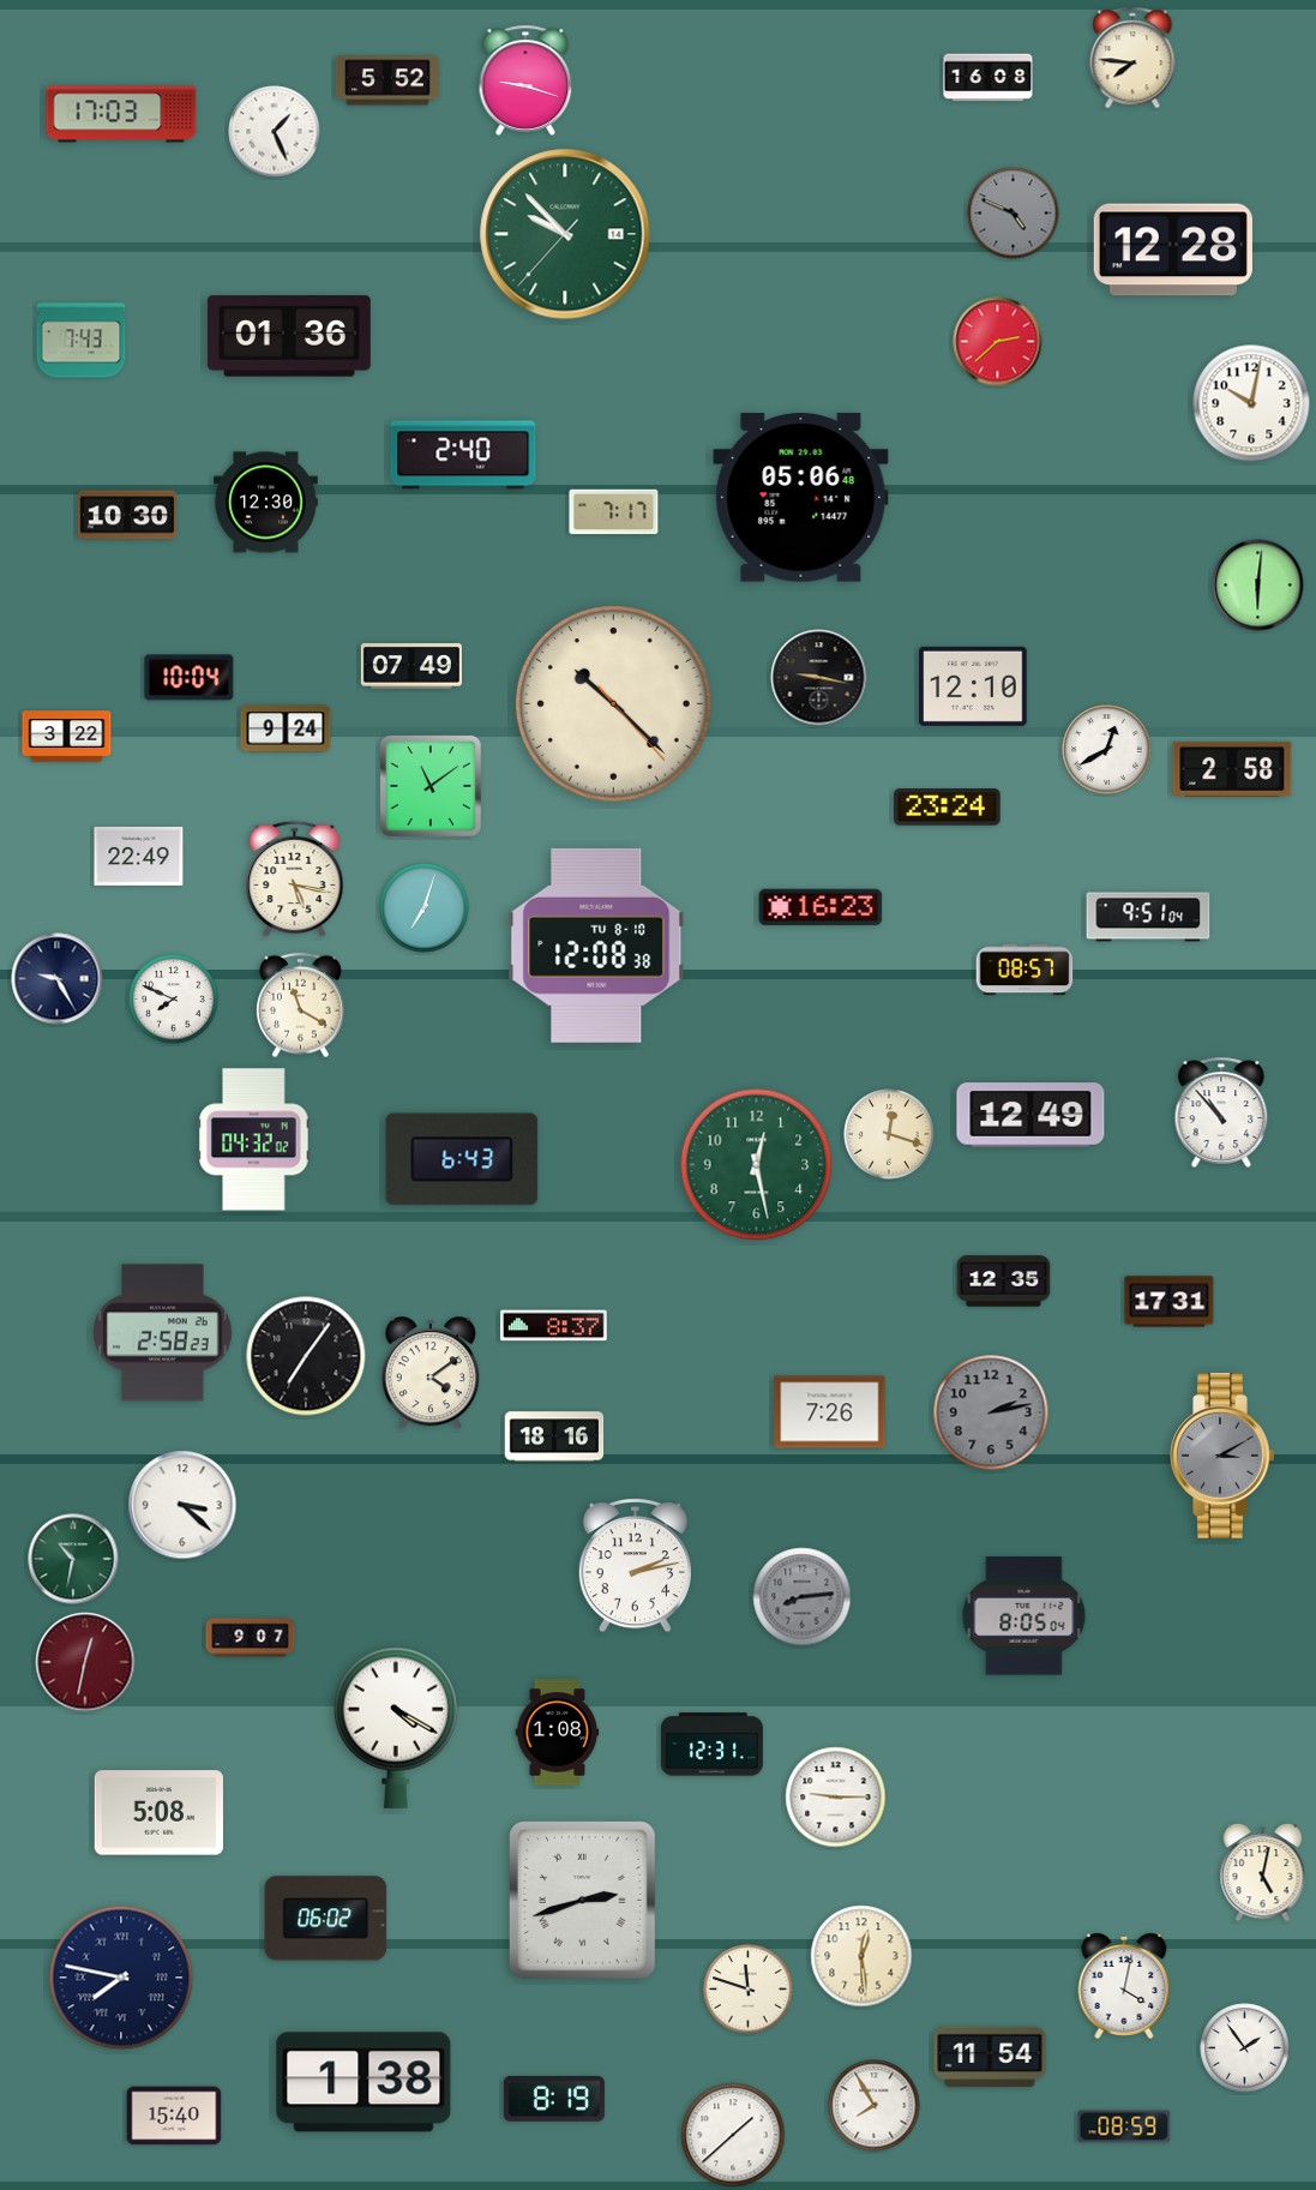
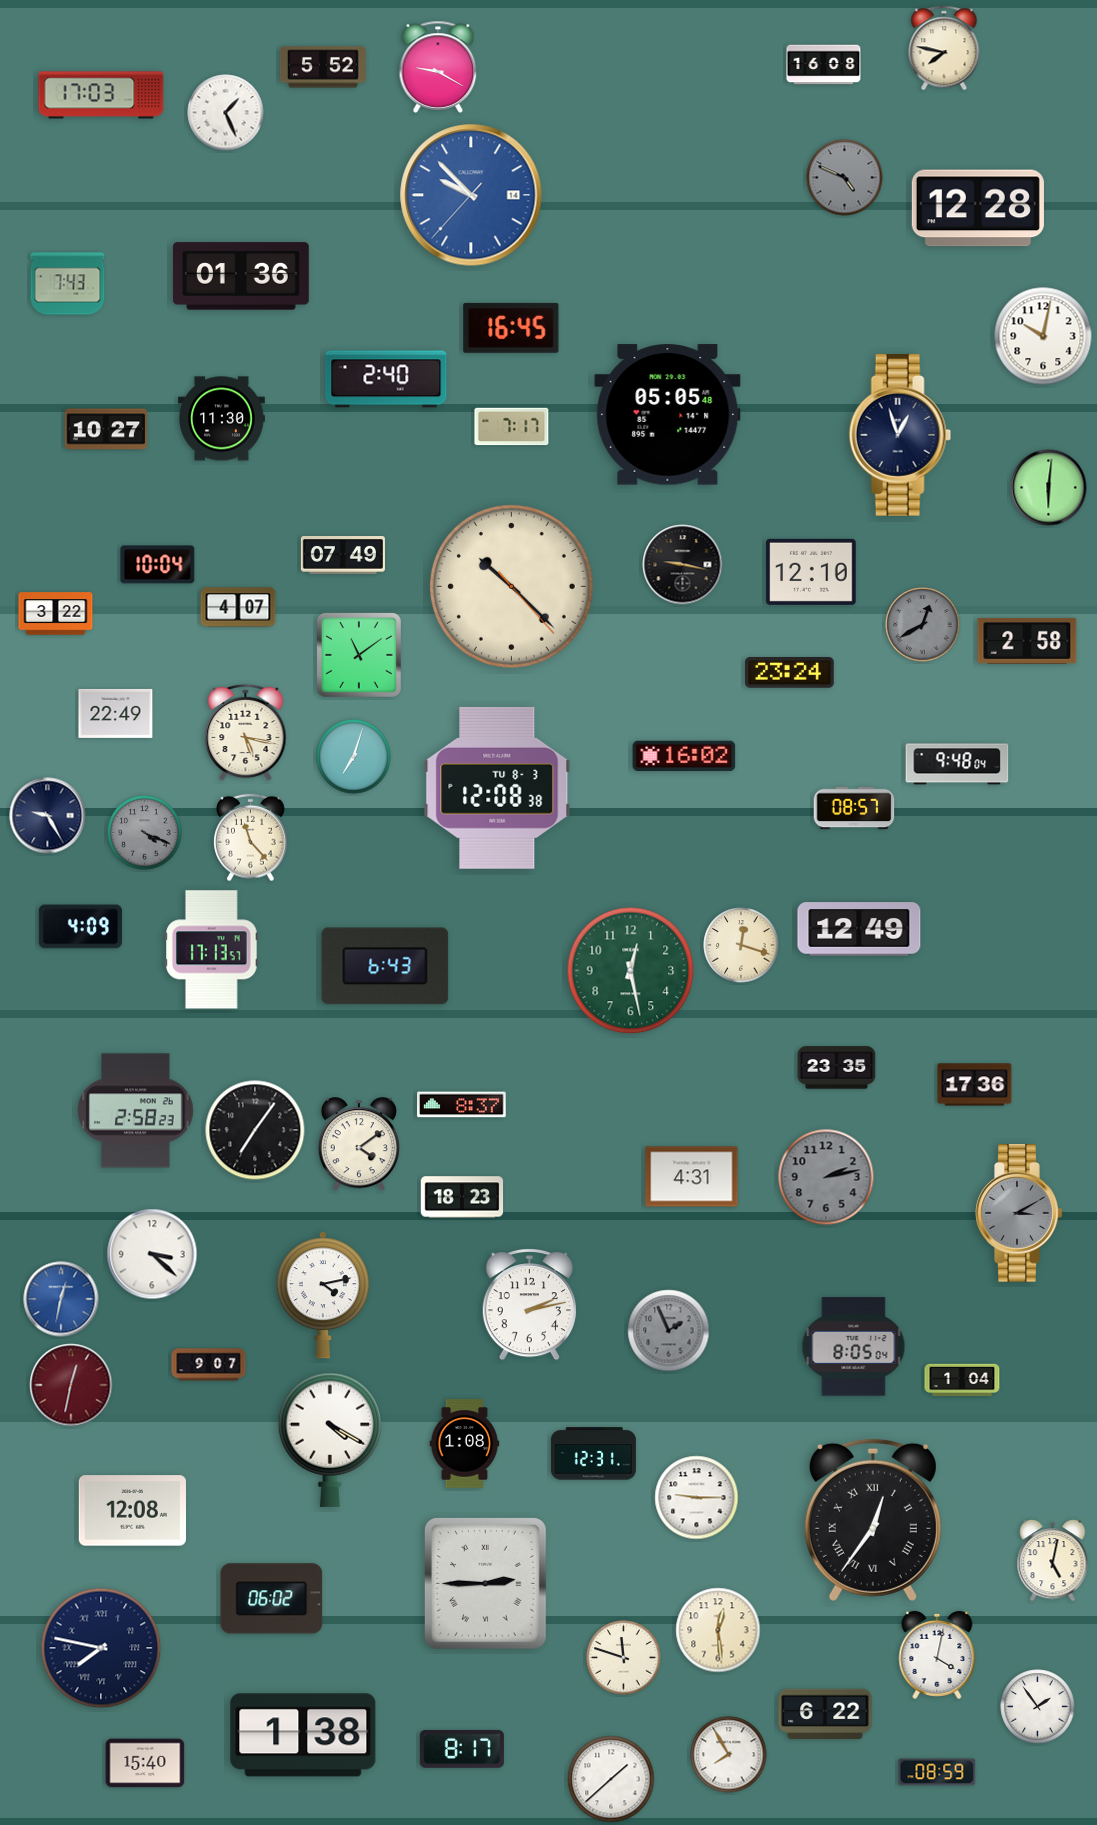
clock at (1132, 58): 7:46 -> 7:47
clock at (525, 80): 9:18 -> 9:20
clock at (275, 132) position: (275, 132) -> (226, 113)
clock at (565, 234) dial: green -> blue
clock at (289, 336) position: (289, 336) -> (241, 276)
clock at (998, 342): 2:38 -> none
clock at (511, 328): none -> 16:45
clock at (801, 498): 05:06 -> 05:05
clock at (265, 503): 12:30 -> 11:30
clock at (127, 515): 10:30 -> 10:27
clock at (900, 435): none -> 12:57
clock at (286, 728): 9:24 -> 4:07
clock at (1107, 750) dial: white -> grey
clock at (821, 907): 16:23 -> 16:02
clock at (1148, 917): 9:51 -> 9:48
clock at (596, 946) date: TU 8-10 -> TU 8-3
clock at (174, 1000): 7:49 -> 4:19
clock at (174, 1000) dial: white -> grey
clock at (301, 1006): 11:20 -> 11:23
clock at (80, 927): none -> 4:09
clock at (1221, 1112): 10:53 -> none
clock at (254, 1140): 04:32 -> 17:13
clock at (1004, 1282): 12:35 -> 23:35
clock at (1170, 1302): 17:31 -> 17:36
clock at (830, 1412): 7:26 -> 4:31
clock at (554, 1436): 18:16 -> 18:23
clock at (323, 1295): none -> 4:13
clock at (73, 1559): 10:32 -> 12:32
clock at (73, 1559) dial: green -> blue
clock at (803, 1597): 8:14 -> 1:56
clock at (962, 1380): none -> 1:04
clock at (158, 1813): 5:08 -> 12:08
clock at (873, 1520): none -> 12:36
clock at (582, 1900): 2:42 -> 2:45
clock at (990, 2057): 11:54 -> 6:22
clock at (554, 2099): 8:19 -> 8:17
